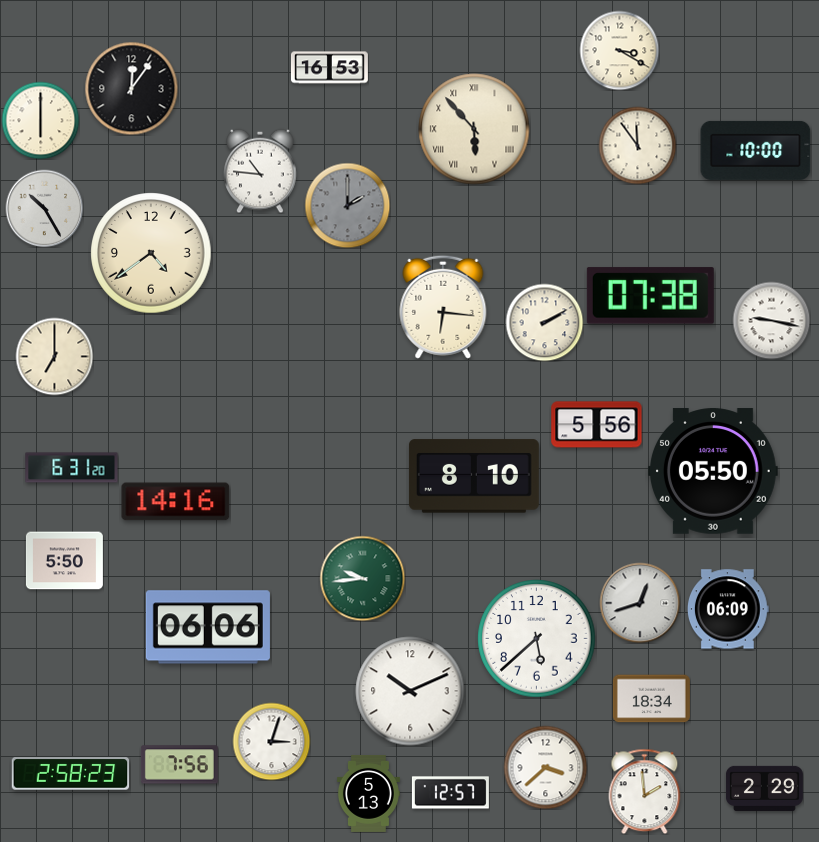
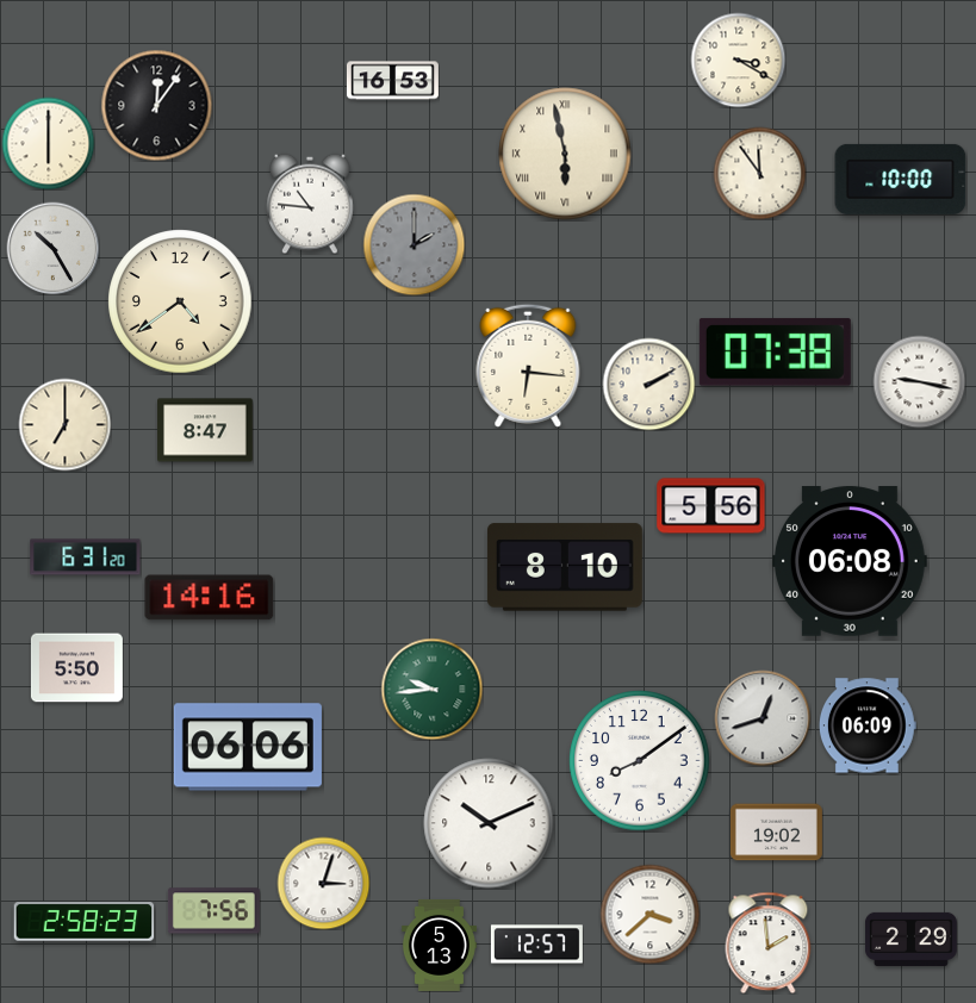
clock at (474, 129): 5:53 -> 5:58
clock at (206, 430): none -> 8:47
clock at (713, 471): 05:50 -> 06:08
clock at (537, 639): 5:38 -> 8:09
clock at (651, 699): 18:34 -> 19:02
